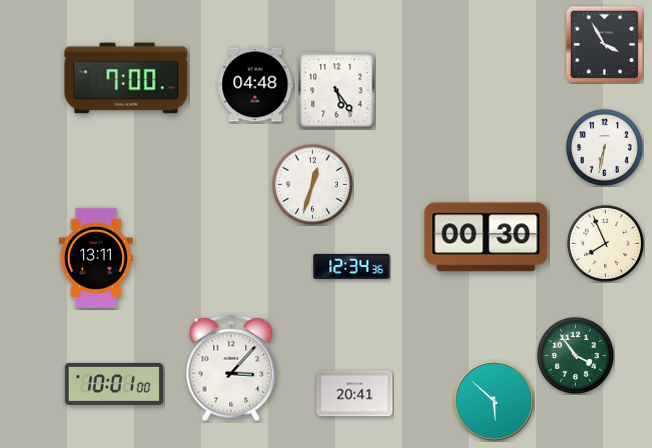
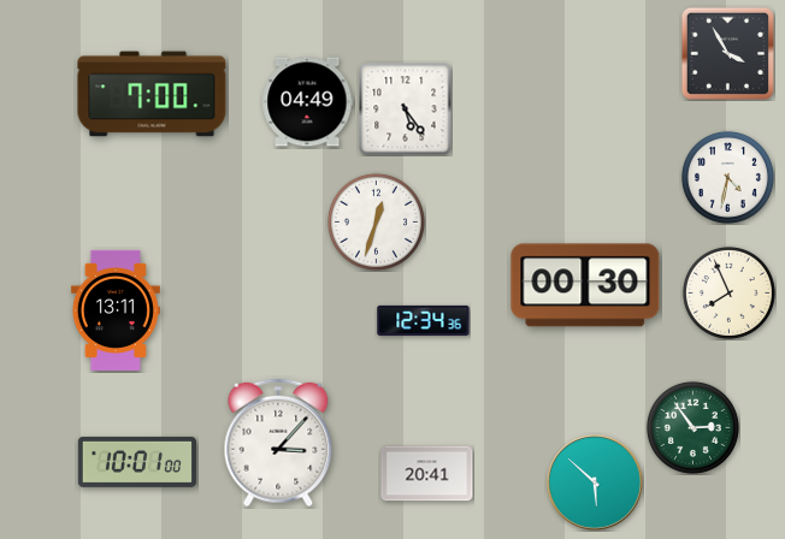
clock at (256, 85): 04:48 -> 04:49
clock at (604, 147): 6:32 -> 4:32
clock at (575, 355): 3:54 -> 2:54
